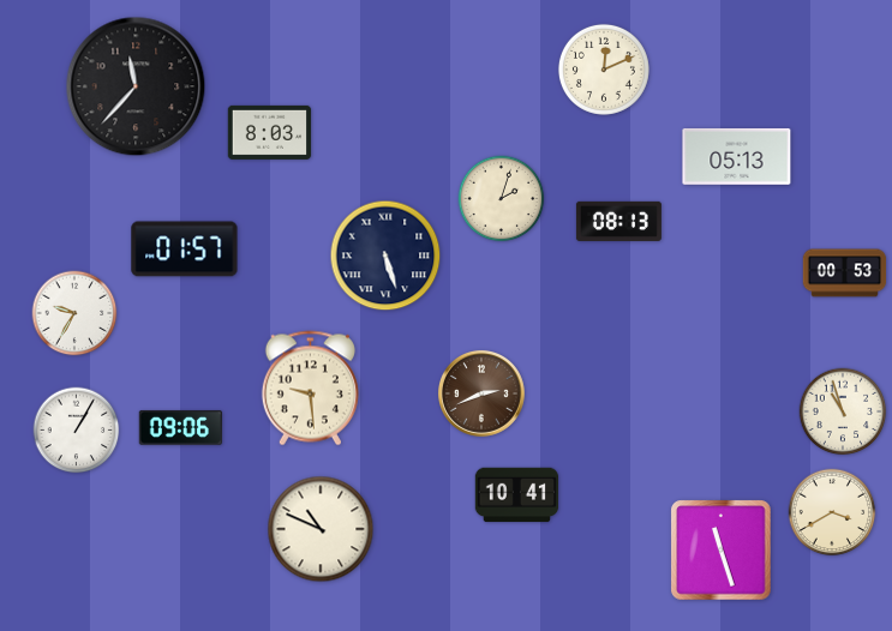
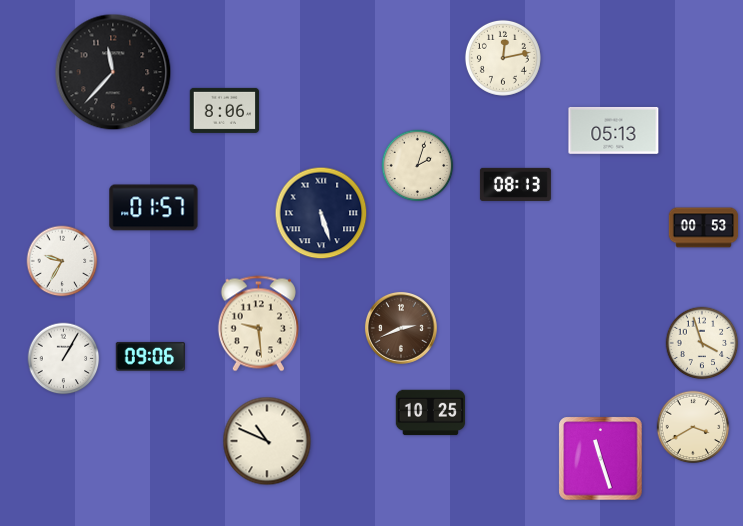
clock at (604, 70): 12:11 -> 12:13
clock at (270, 132): 8:03 -> 8:06
clock at (843, 411): 10:57 -> 3:57
clock at (517, 495): 10:41 -> 10:25
